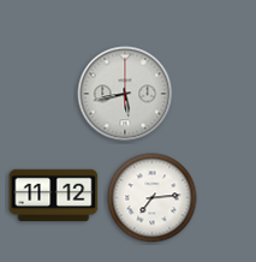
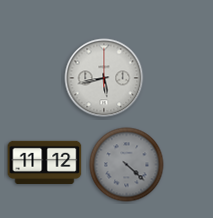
clock at (153, 198): 7:14 -> 4:22
clock at (153, 198) dial: white -> grey
